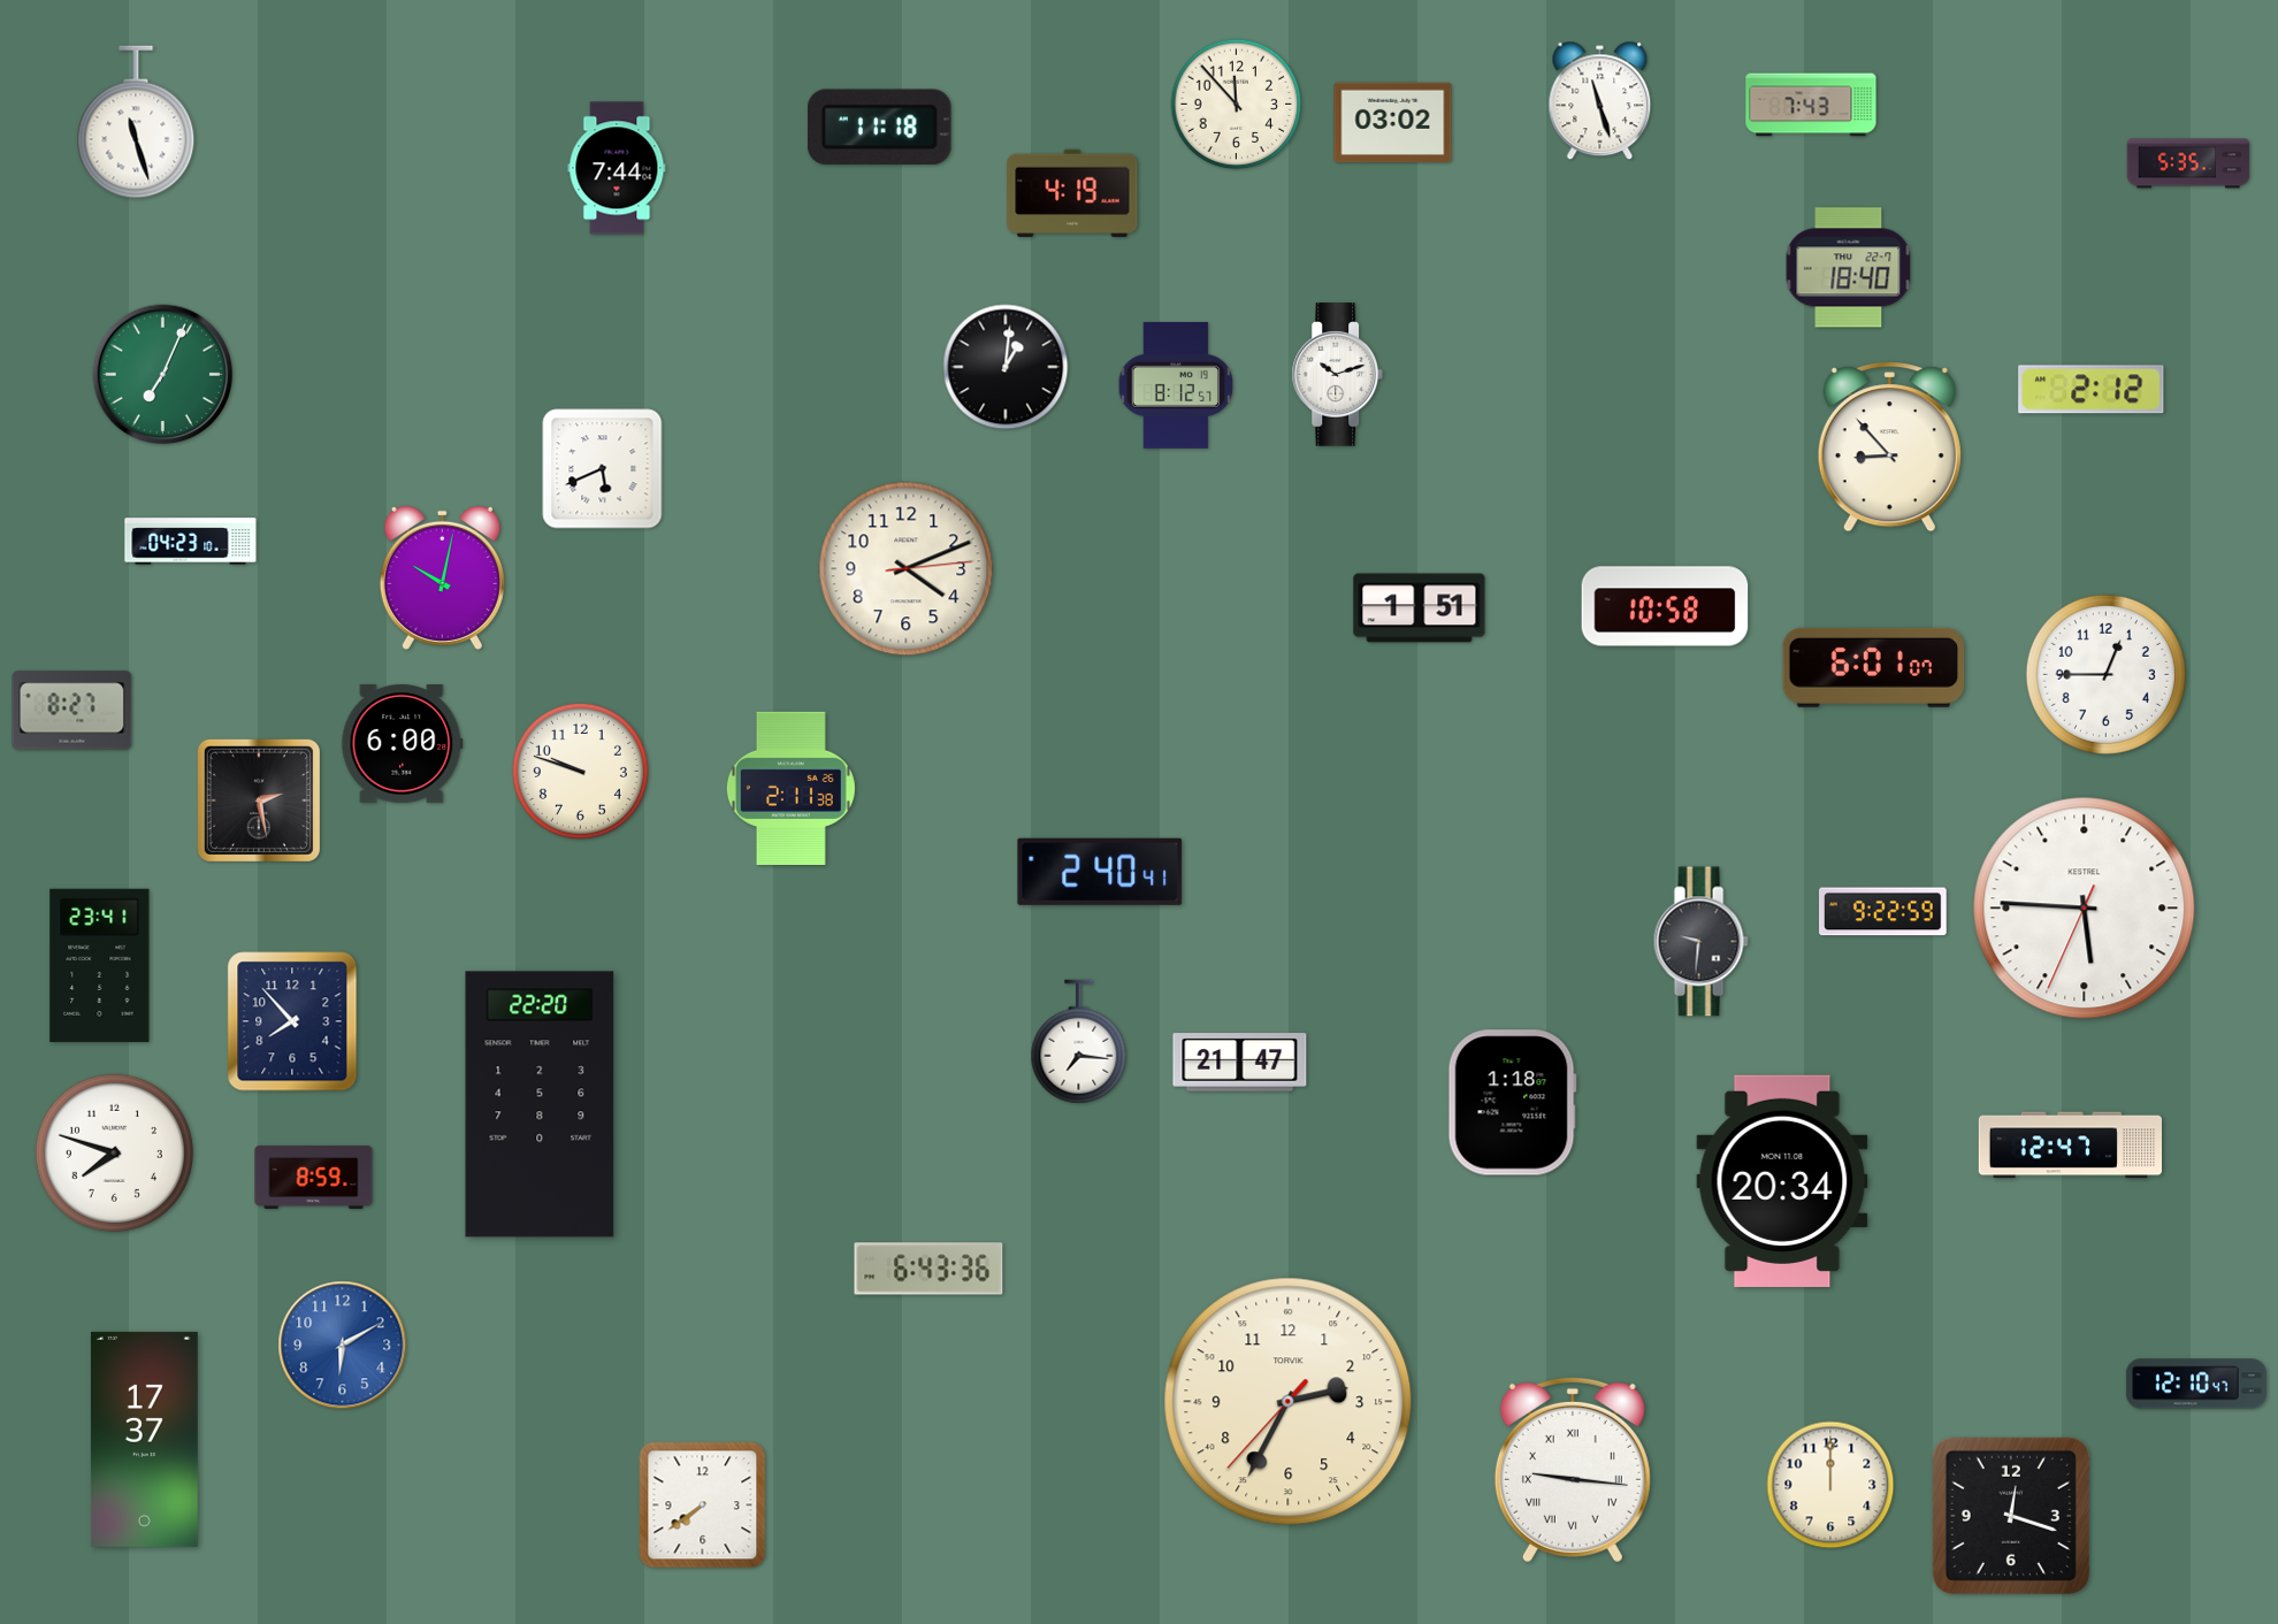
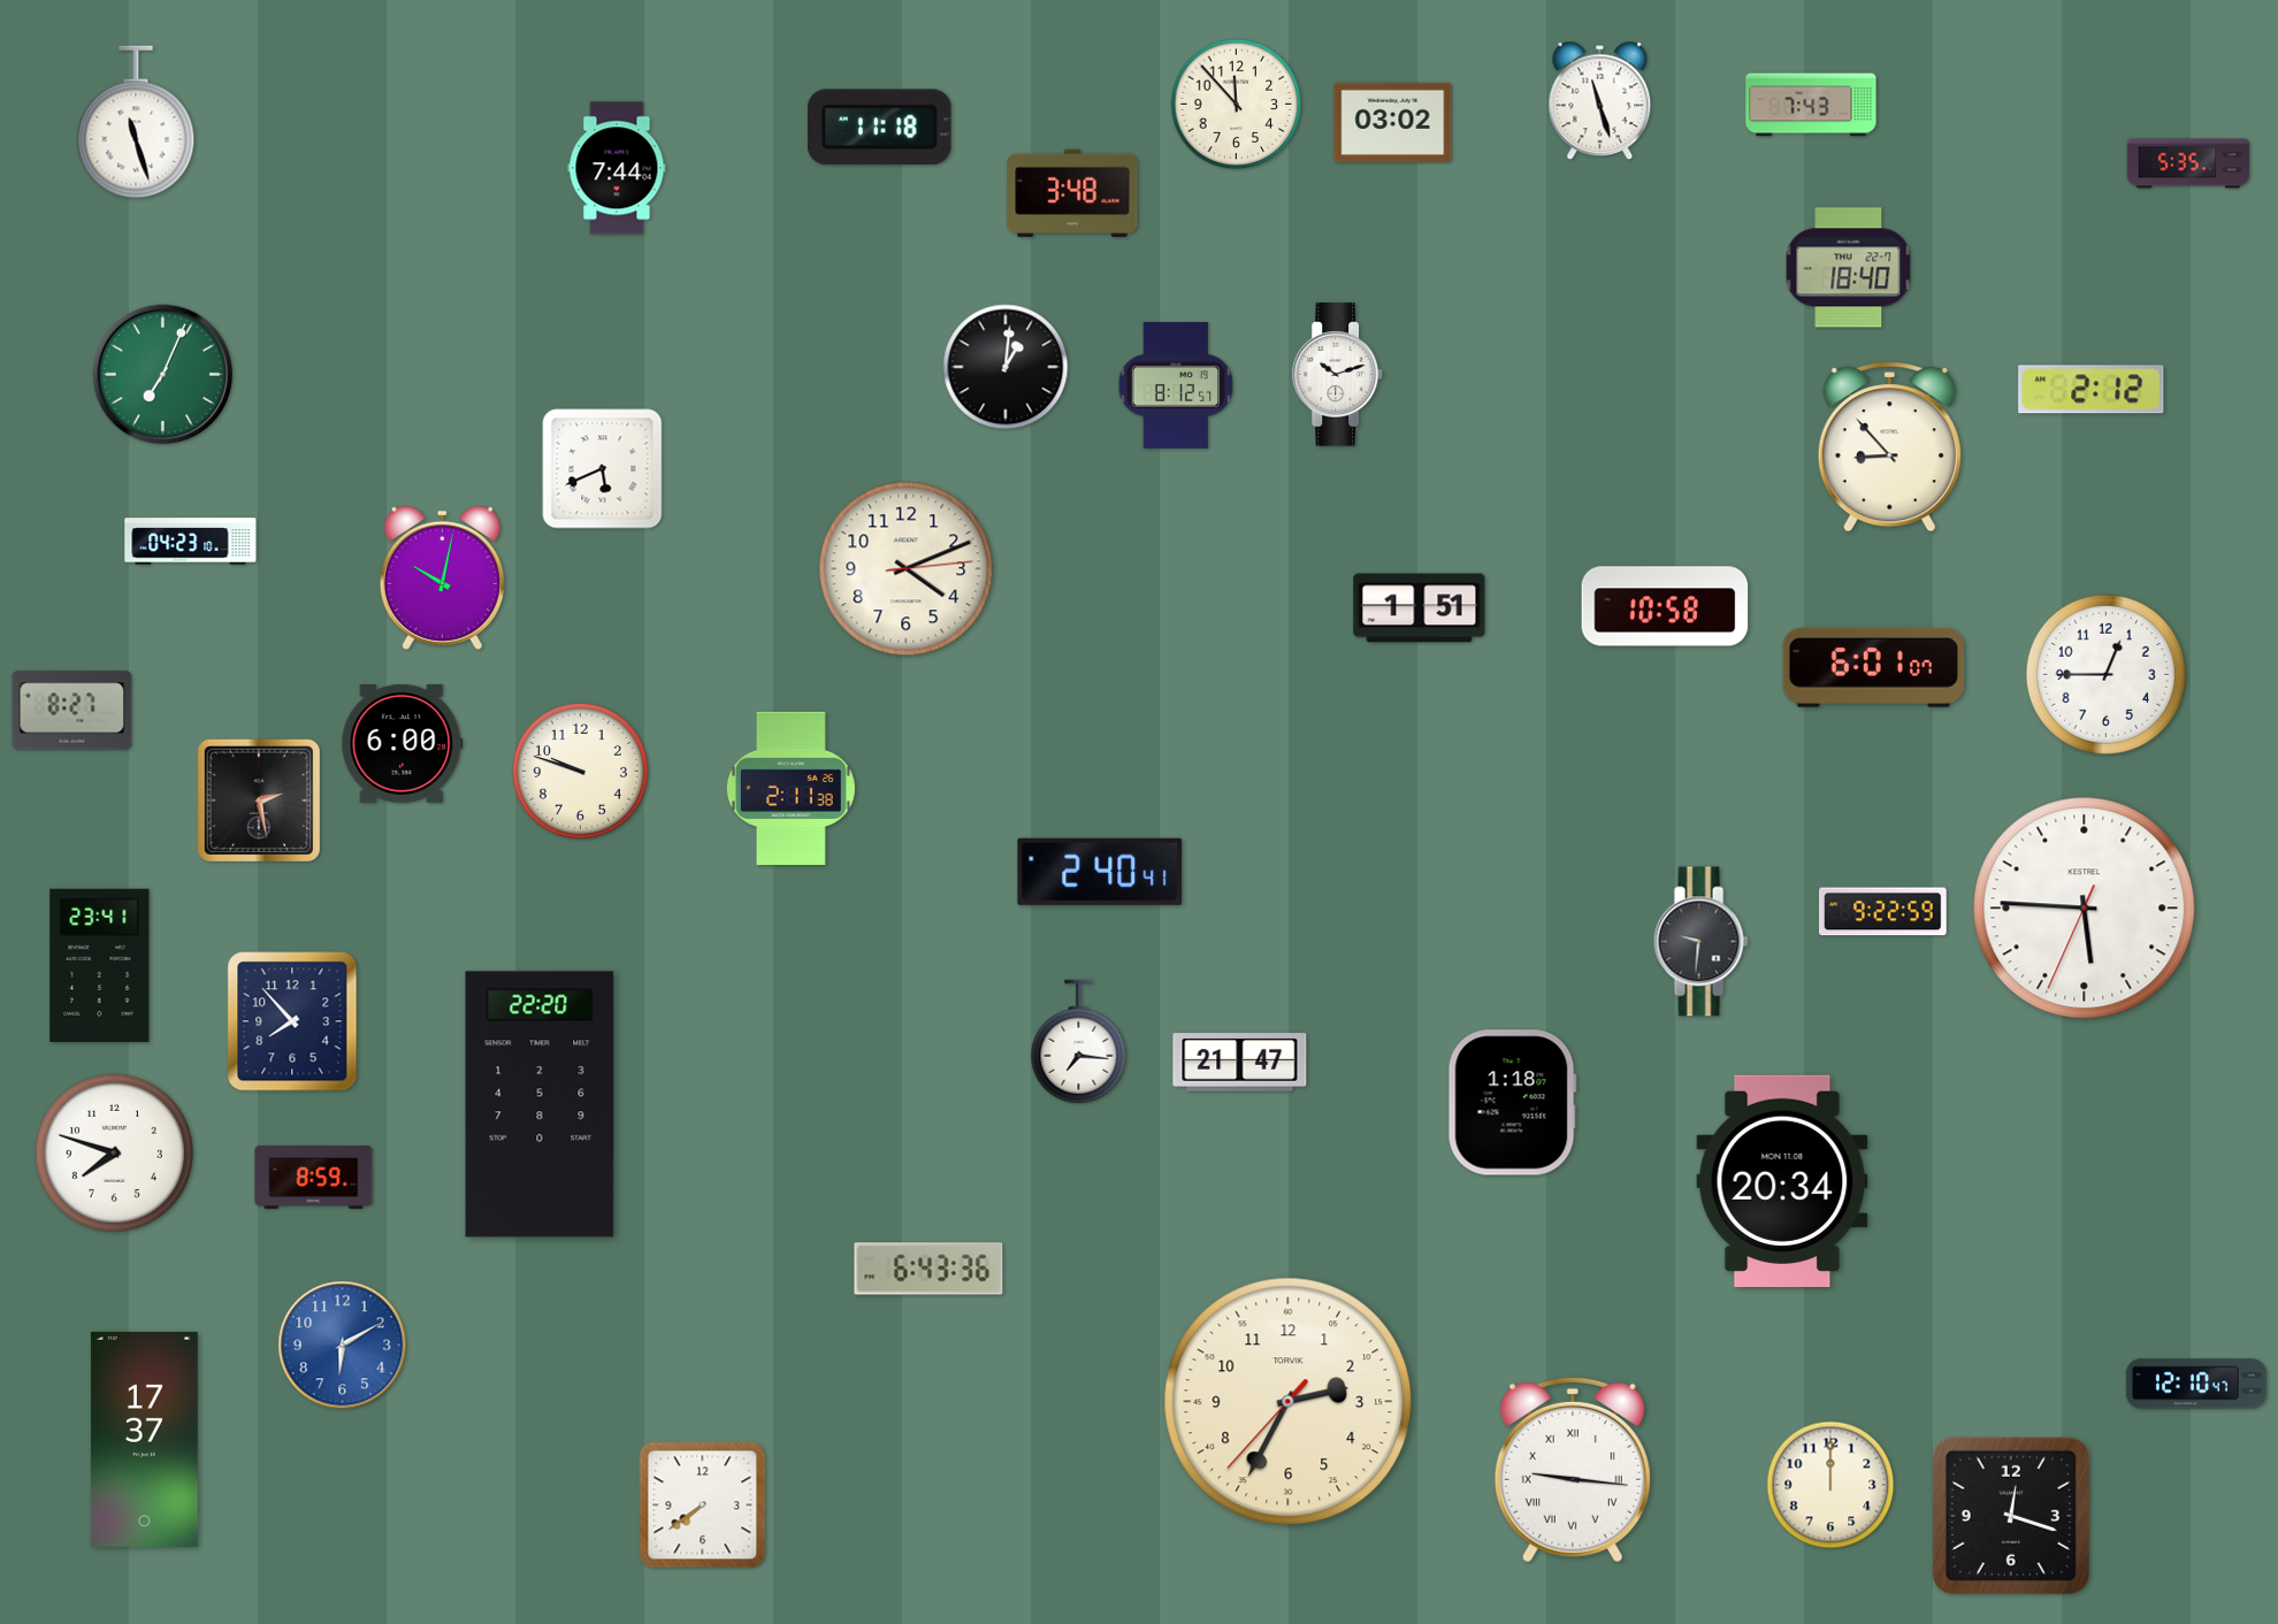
clock at (1072, 192): 4:19 -> 3:48
clock at (2070, 1146): 12:47 -> none
